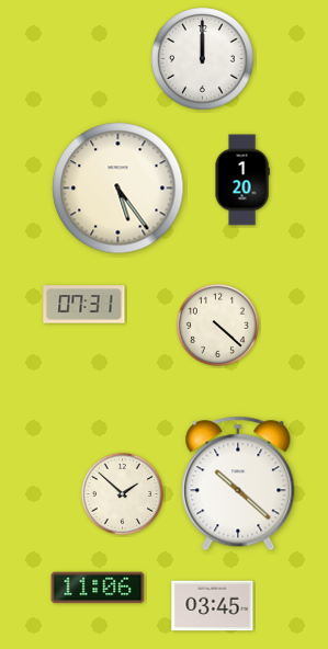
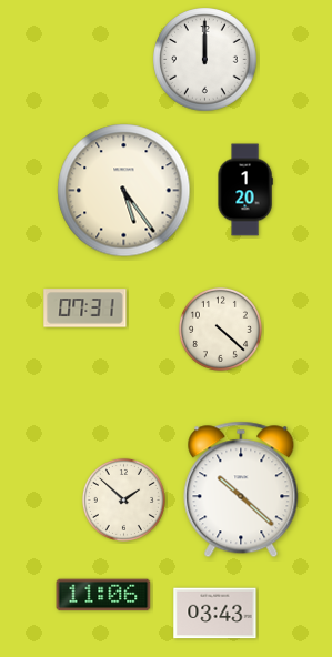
clock at (242, 180) position: (242, 180) -> (245, 190)
clock at (118, 189) position: (118, 189) -> (124, 191)
clock at (98, 588) position: (98, 588) -> (103, 595)
clock at (213, 606): 03:45 -> 03:43
